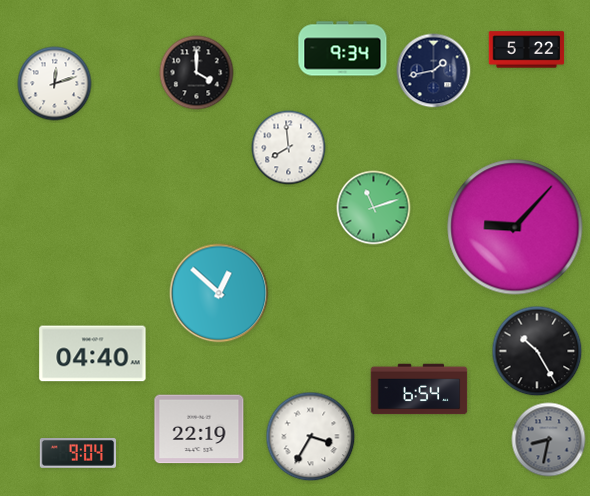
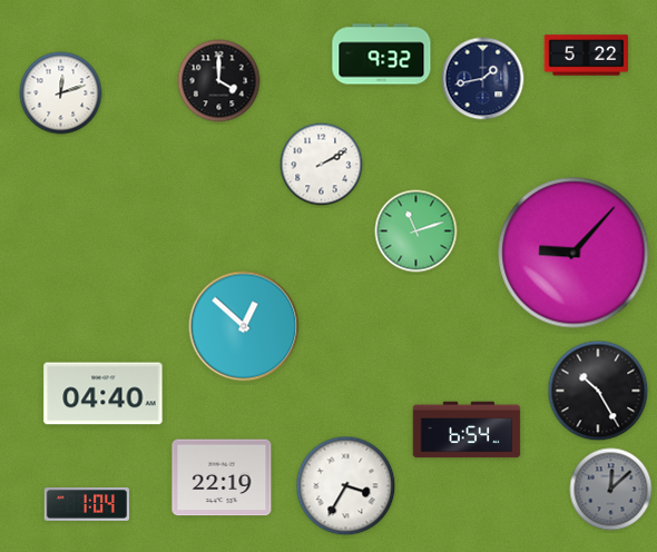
clock at (343, 49): 9:34 -> 9:32
clock at (289, 148): 7:59 -> 2:10
clock at (419, 389) position: (419, 389) -> (467, 430)
clock at (549, 440): 8:32 -> 12:08
clock at (77, 454): 9:04 -> 1:04
